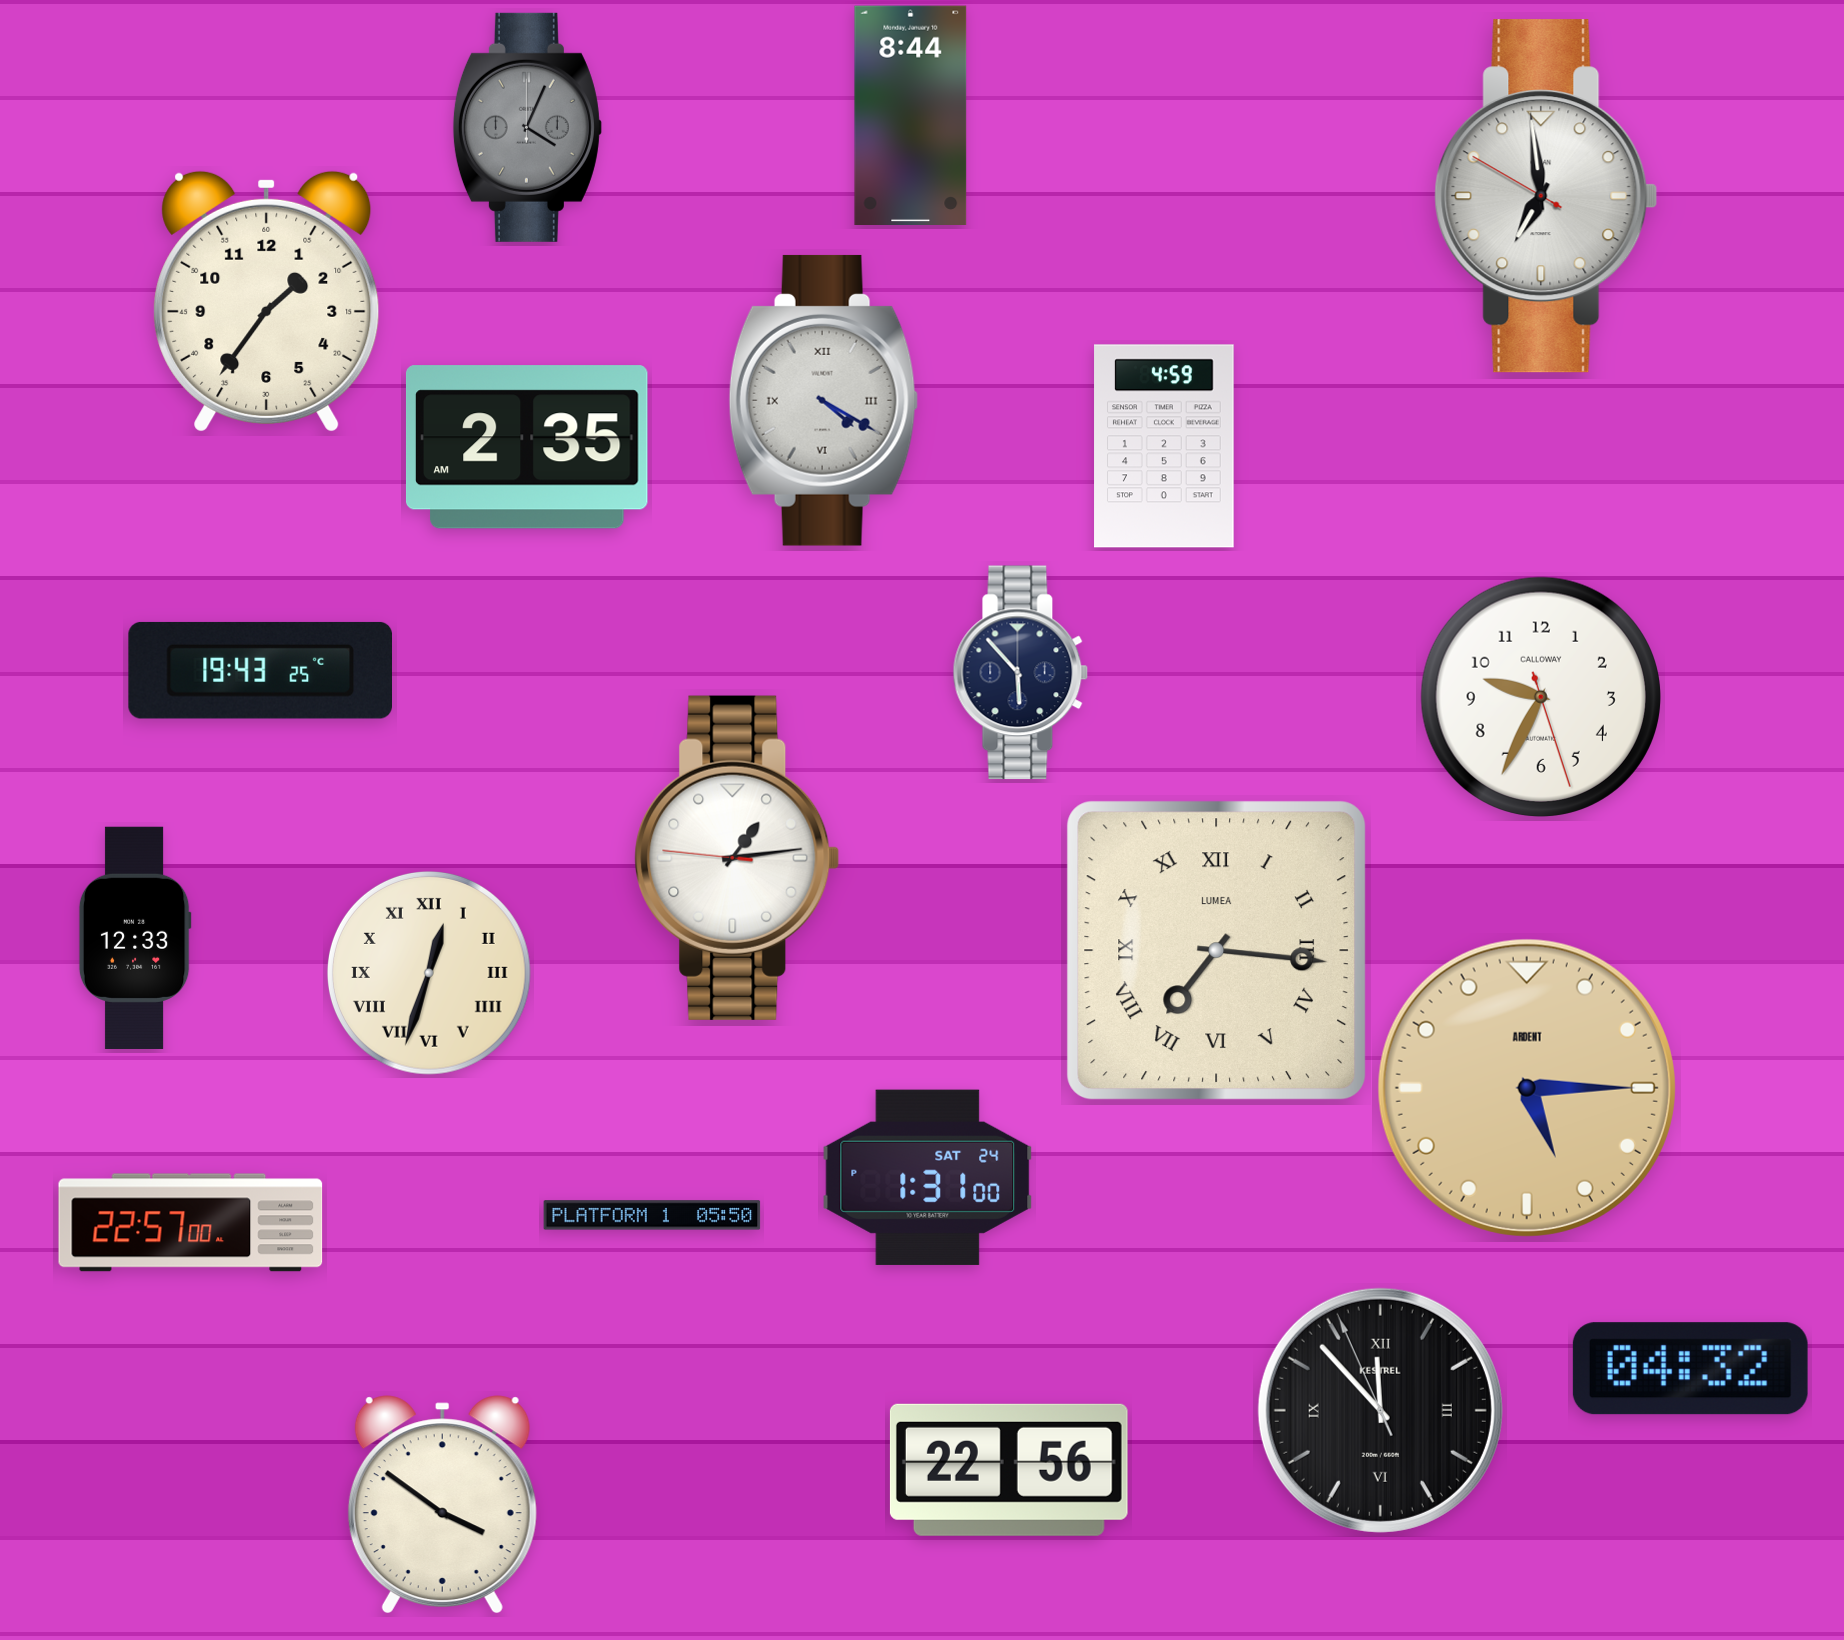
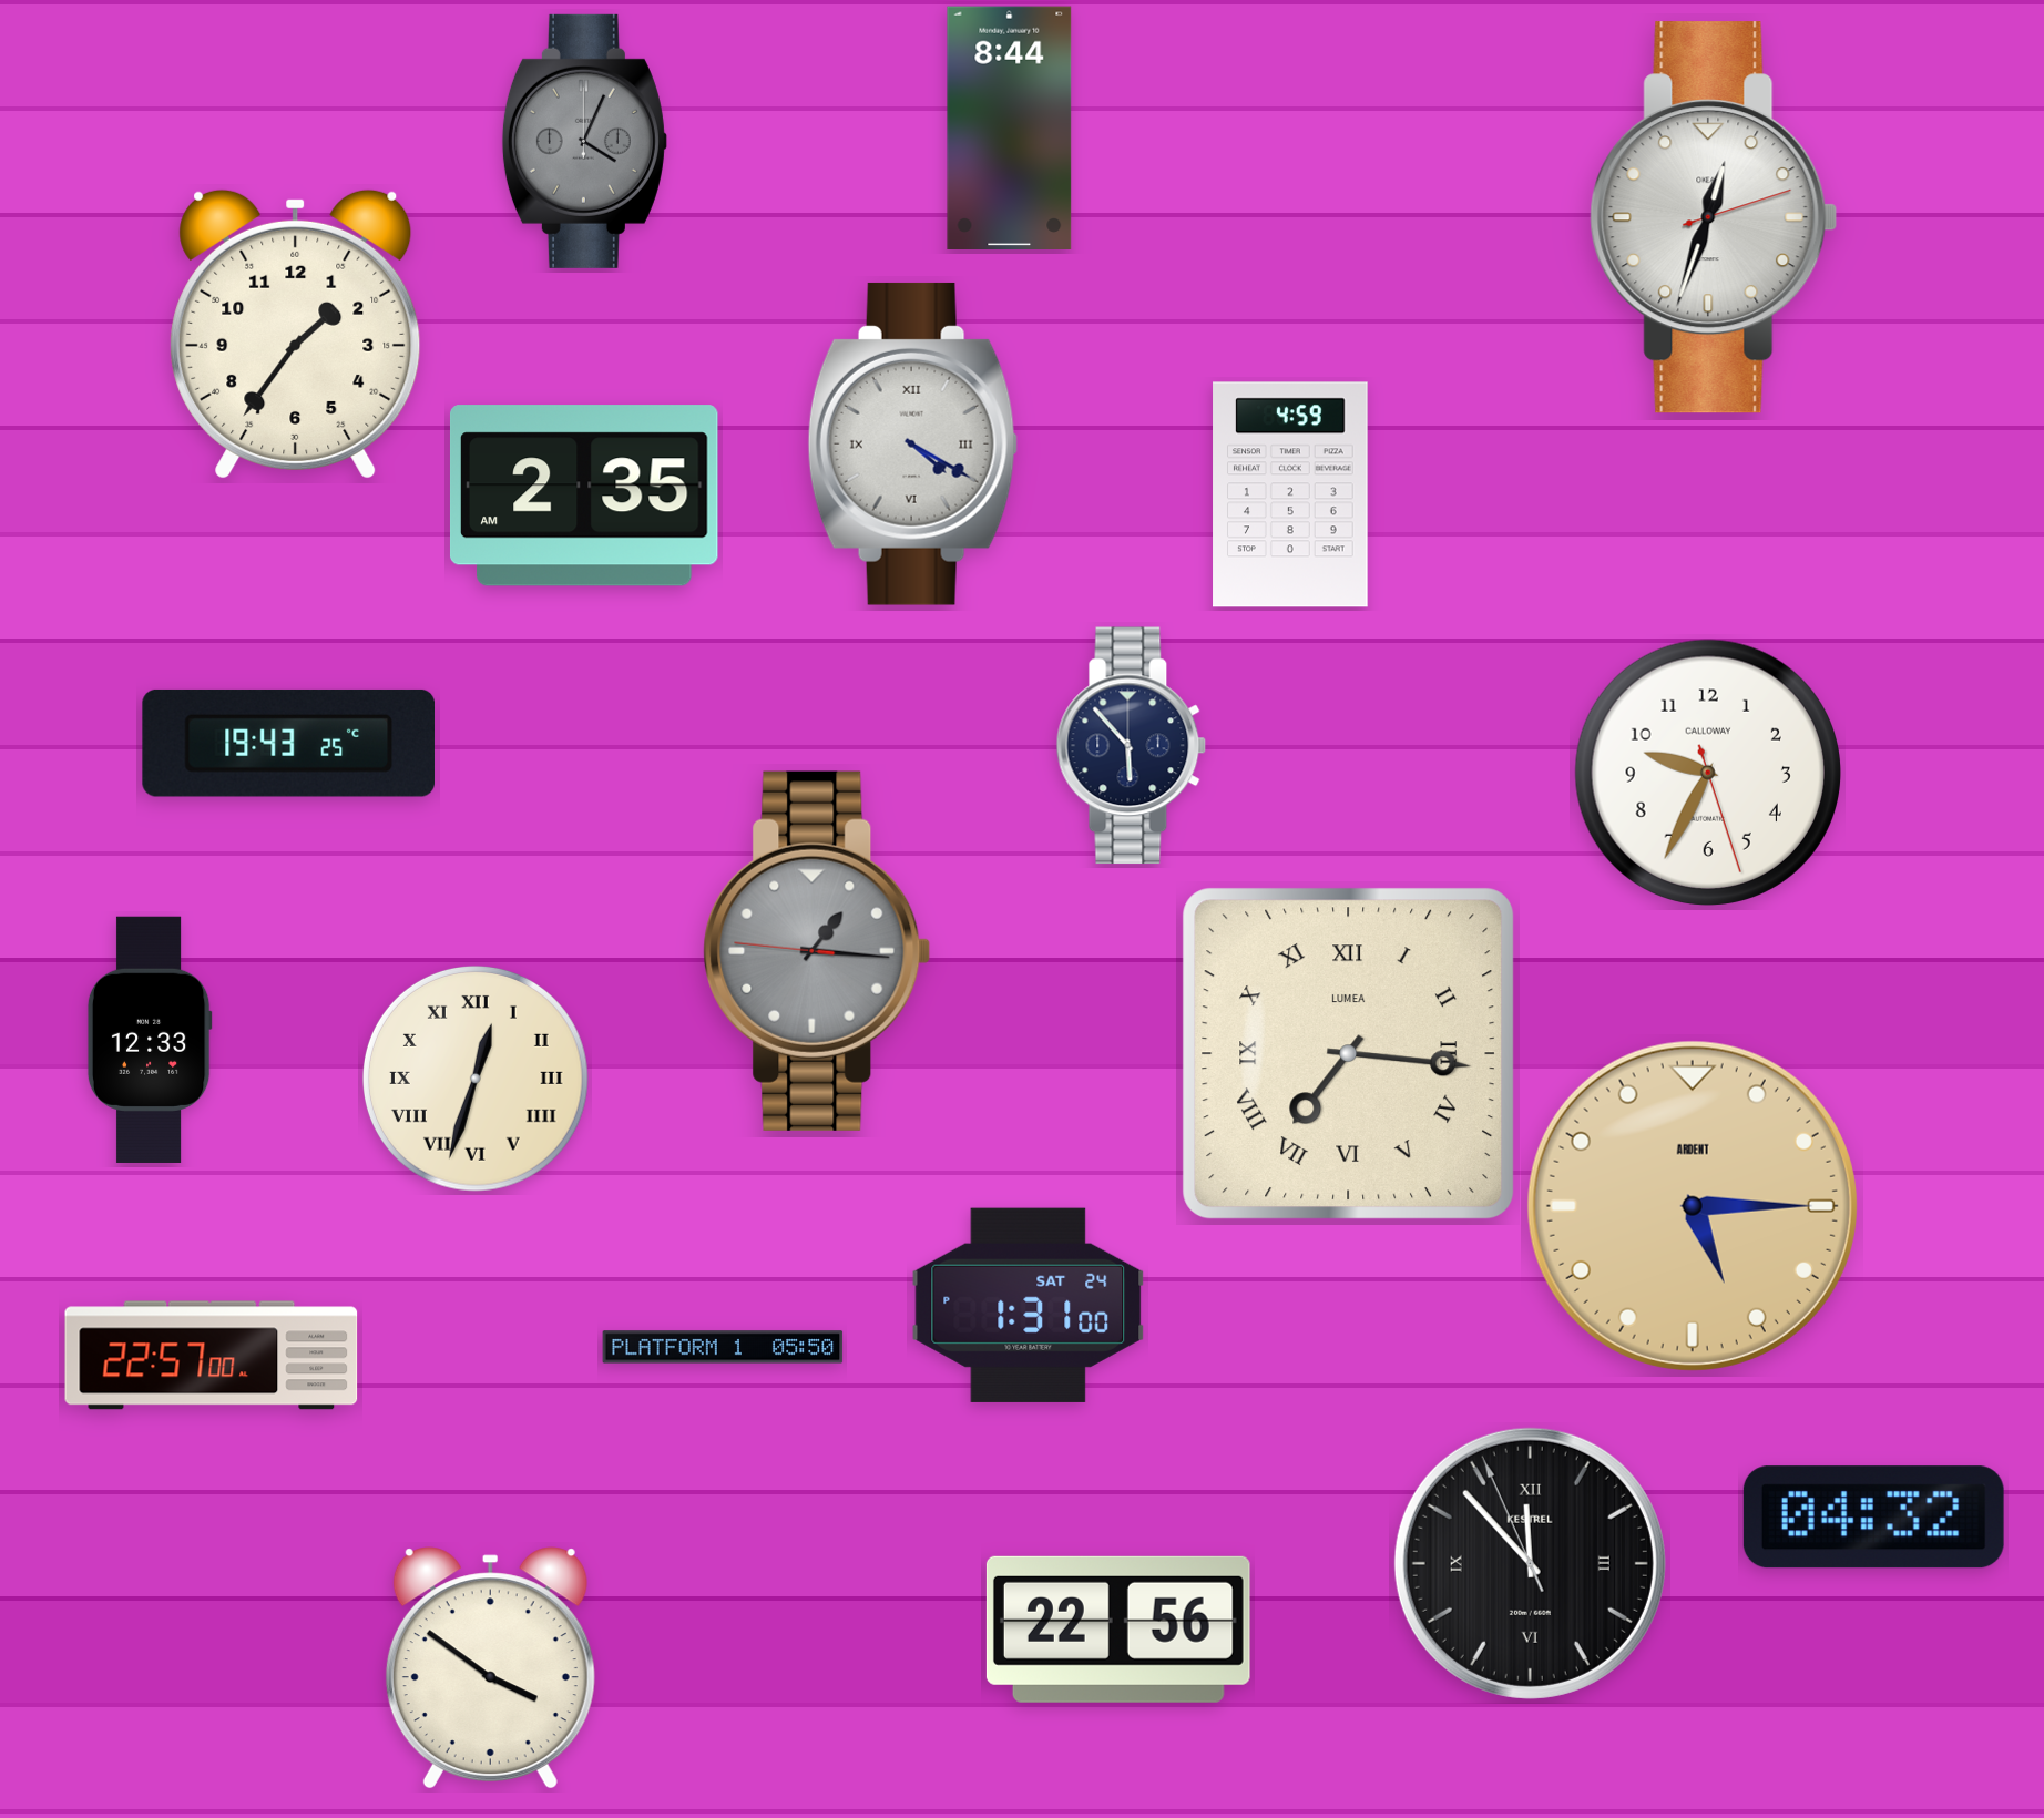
clock at (1546, 196): 6:58 -> 12:33
clock at (737, 858): 1:13 -> 1:15
clock at (737, 858) dial: white -> grey
